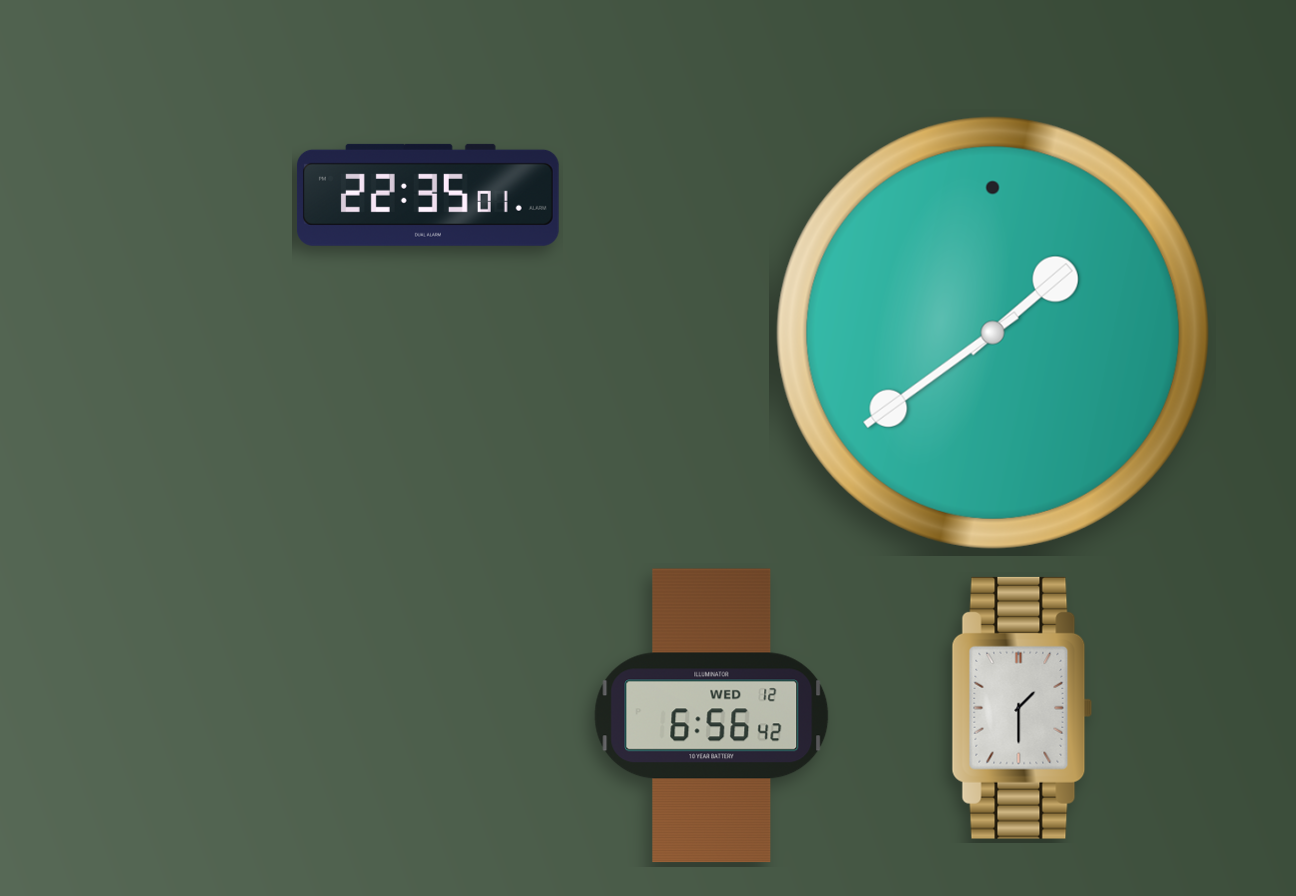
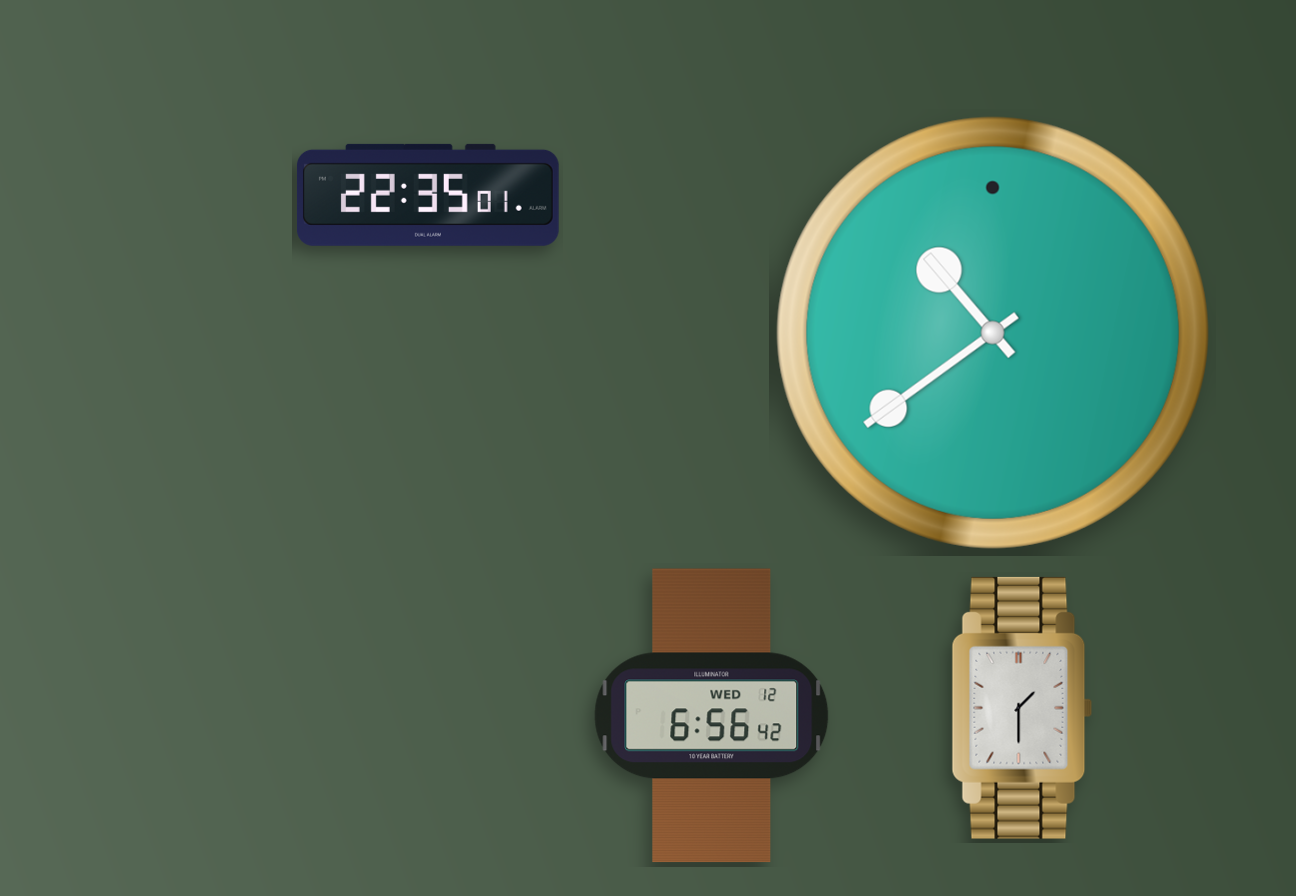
clock at (993, 333): 1:39 -> 10:39
